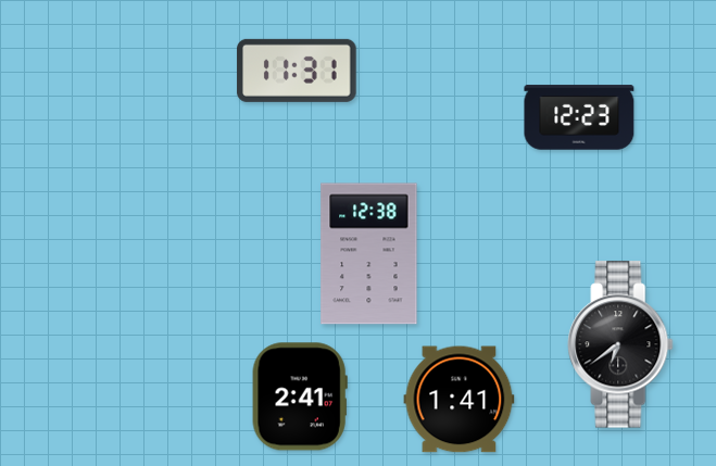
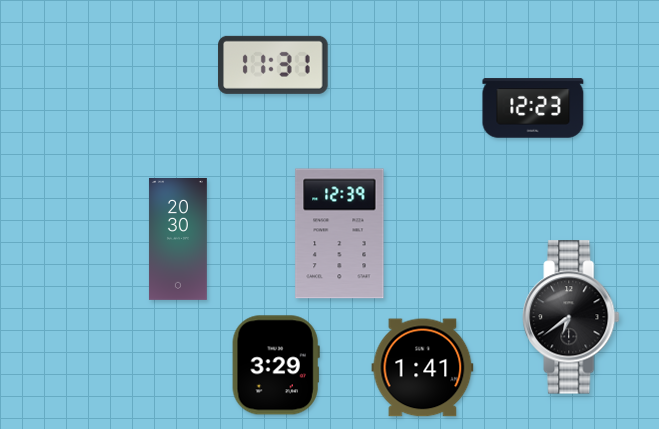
clock at (369, 254): 12:38 -> 12:39
clock at (178, 239): none -> 20:30
clock at (300, 396): 2:41 -> 3:29
